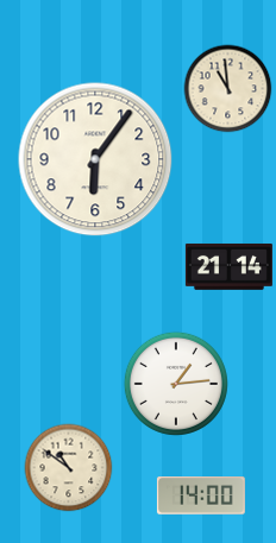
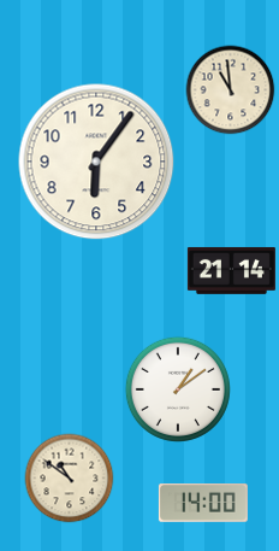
clock at (176, 384): 1:14 -> 1:09
clock at (69, 468) position: (69, 468) -> (70, 479)
